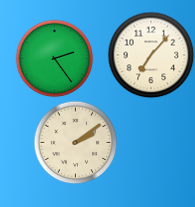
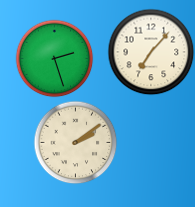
clock at (151, 55) position: (151, 55) -> (151, 52)
clock at (54, 58): 2:24 -> 2:27
